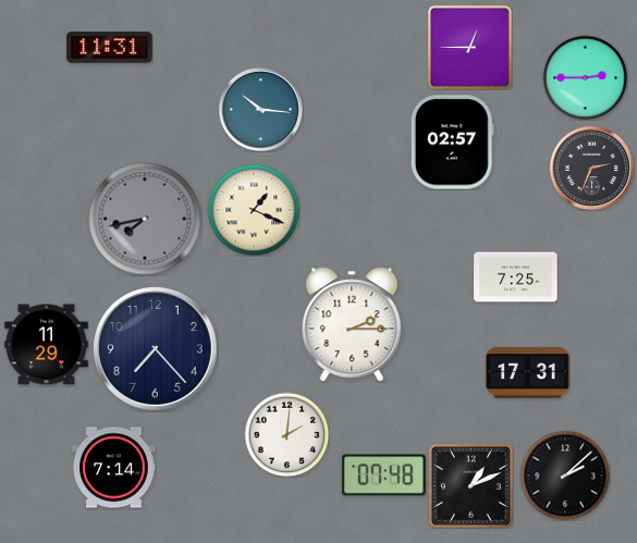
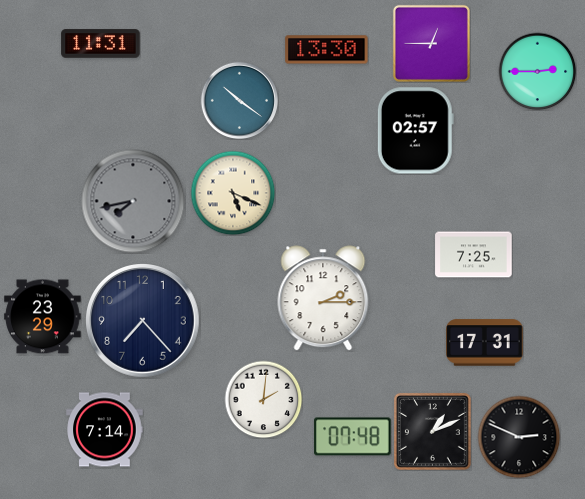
clock at (327, 50): none -> 13:30
clock at (260, 109): 10:16 -> 10:21
clock at (591, 168): 2:34 -> none
clock at (254, 210): 1:19 -> 5:19
clock at (47, 345): 11:29 -> 23:29
clock at (565, 476): 2:08 -> 2:49
clock at (470, 485) position: (470, 485) -> (432, 431)
